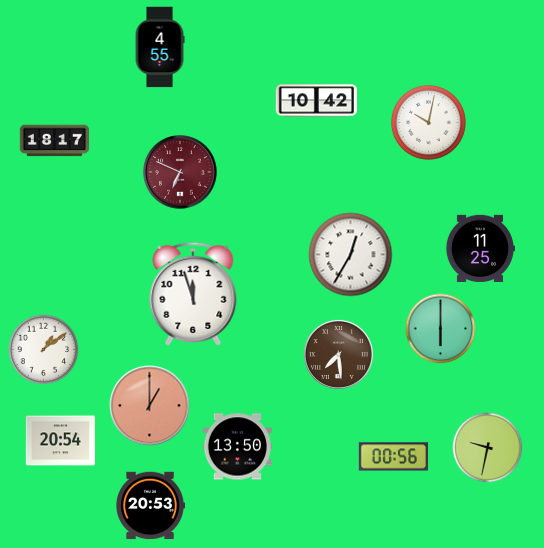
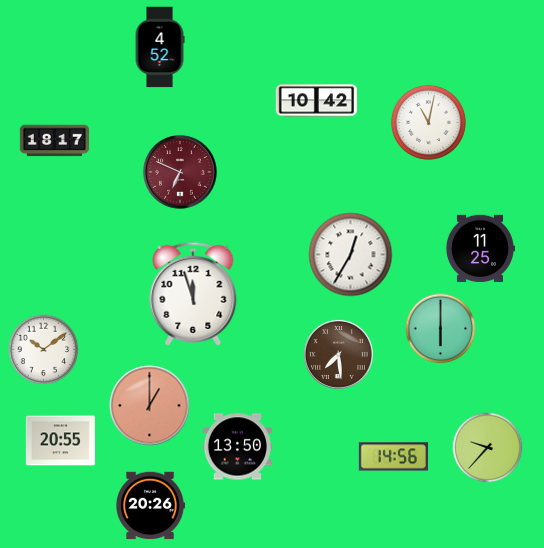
clock at (160, 47): 4:55 -> 4:52
clock at (428, 122): 10:02 -> 11:02
clock at (44, 350): 1:09 -> 10:09
clock at (60, 441): 20:54 -> 20:55
clock at (488, 448): 9:32 -> 9:37
clock at (393, 457): 00:56 -> 14:56
clock at (151, 506): 20:53 -> 20:26
